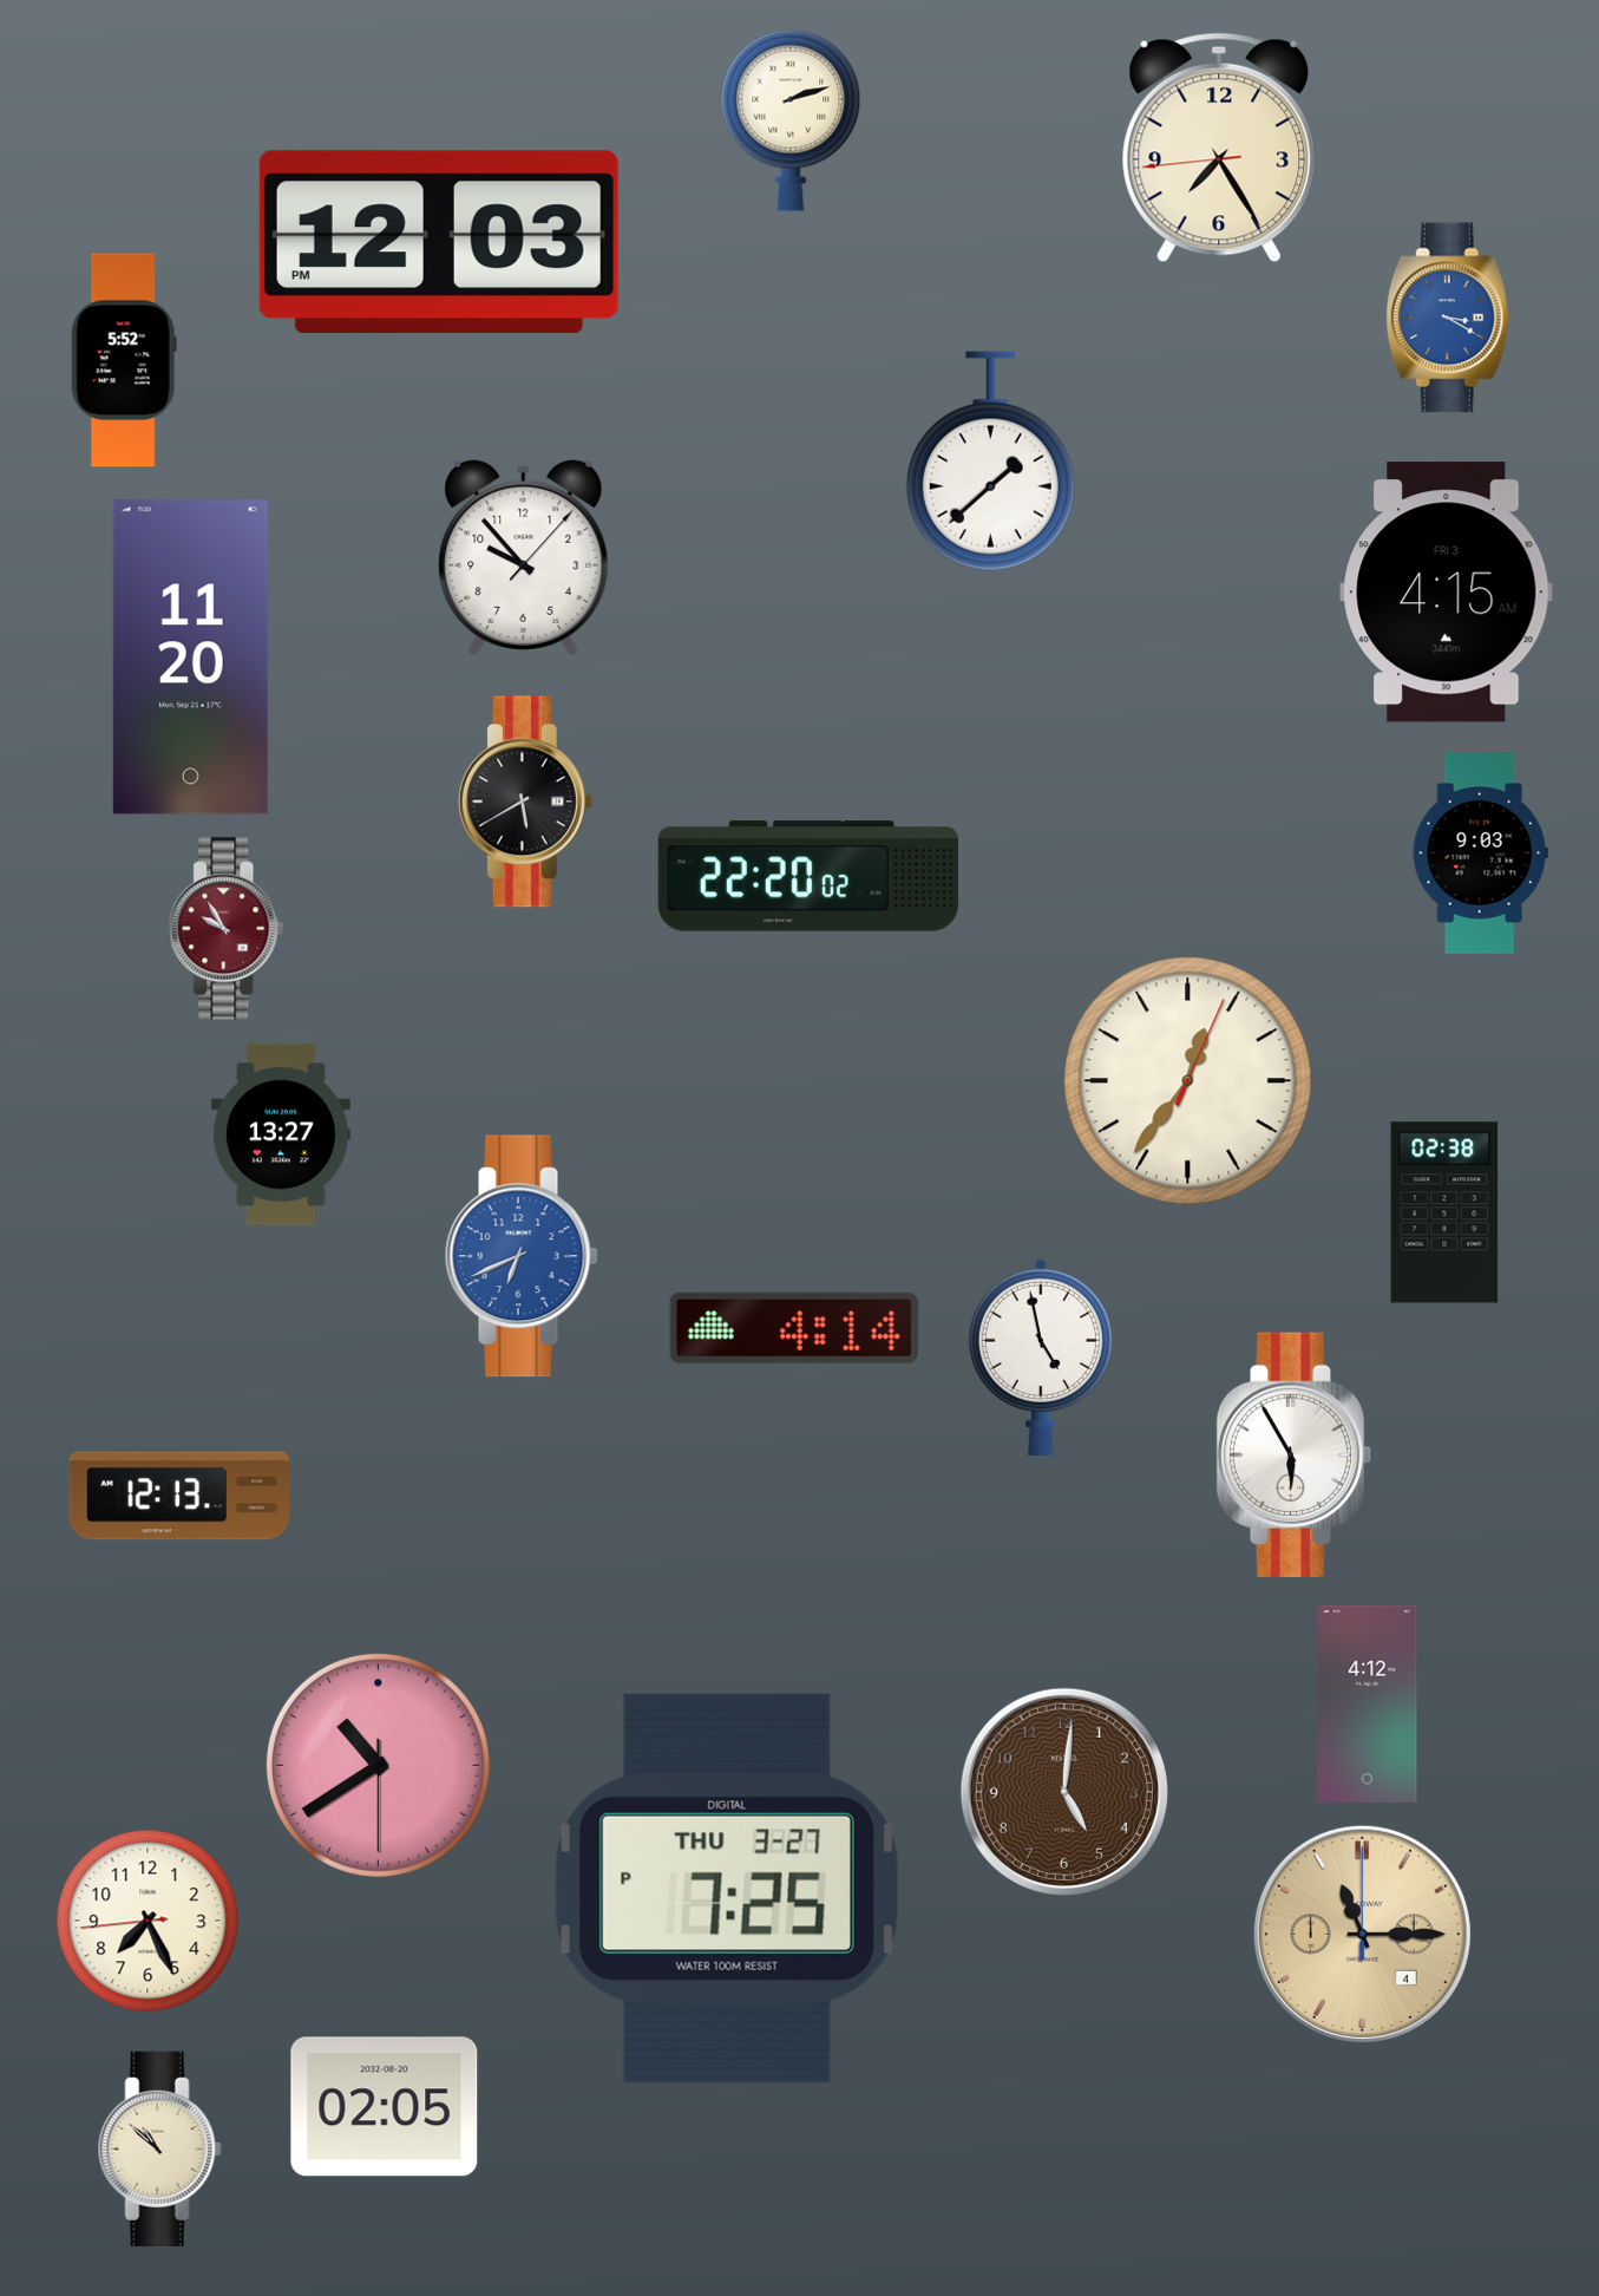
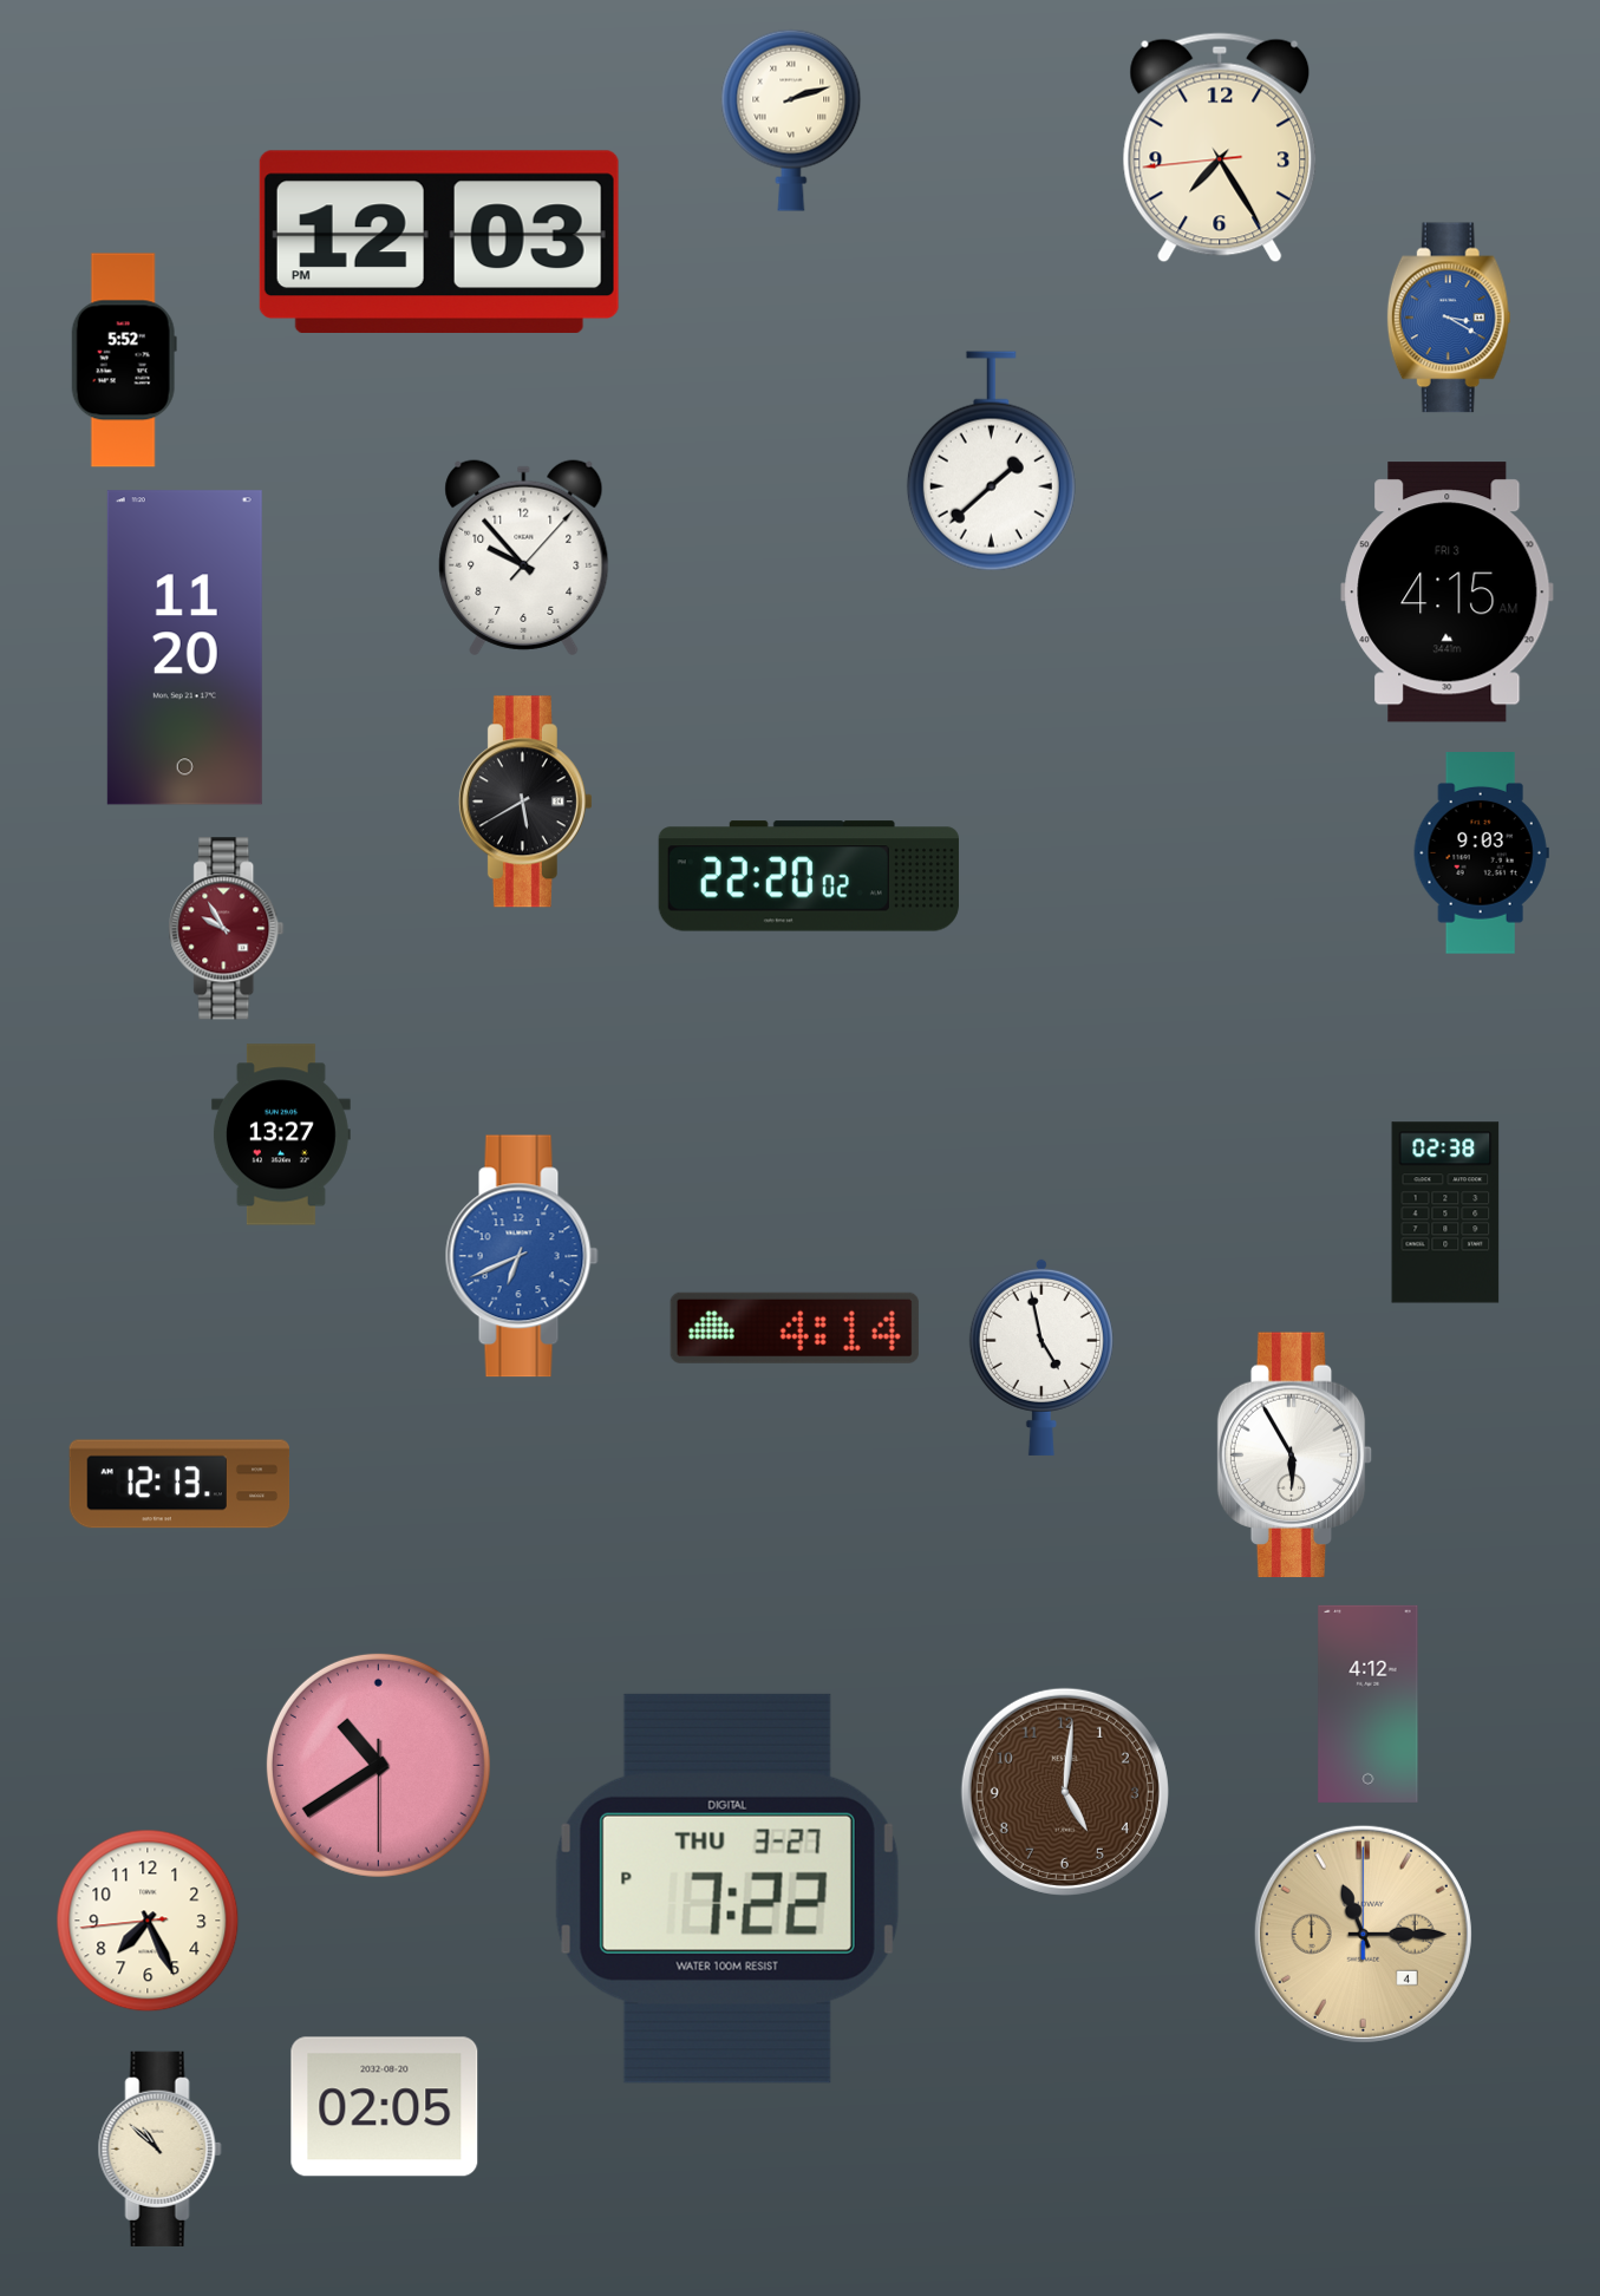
clock at (190, 658) position: (190, 658) -> (184, 648)
clock at (1188, 1081): 12:36 -> none
clock at (179, 1496) position: (179, 1496) -> (179, 1484)
clock at (727, 1889): 7:25 -> 7:22
